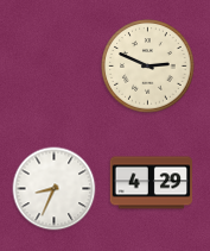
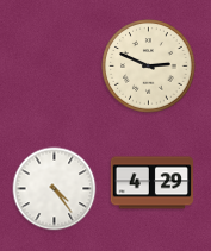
clock at (55, 189): 8:34 -> 4:24
